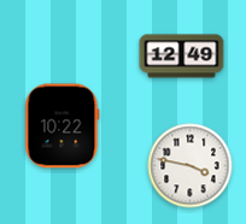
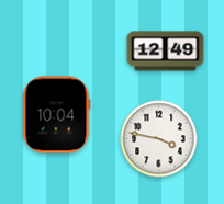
clock at (63, 126): 10:22 -> 10:04
clock at (191, 166) position: (191, 166) -> (159, 139)
